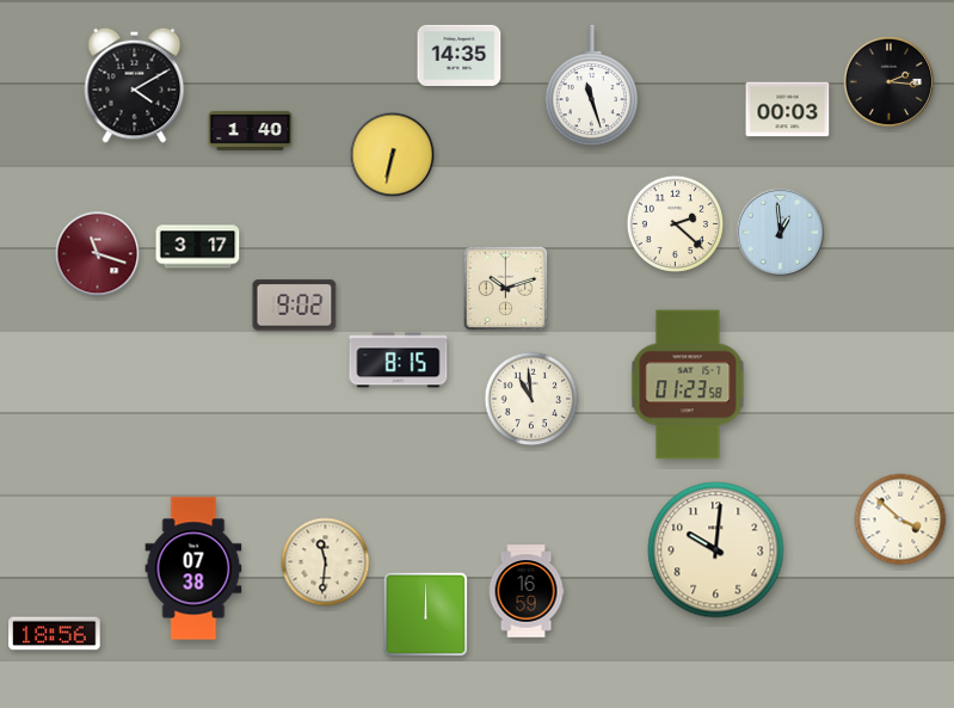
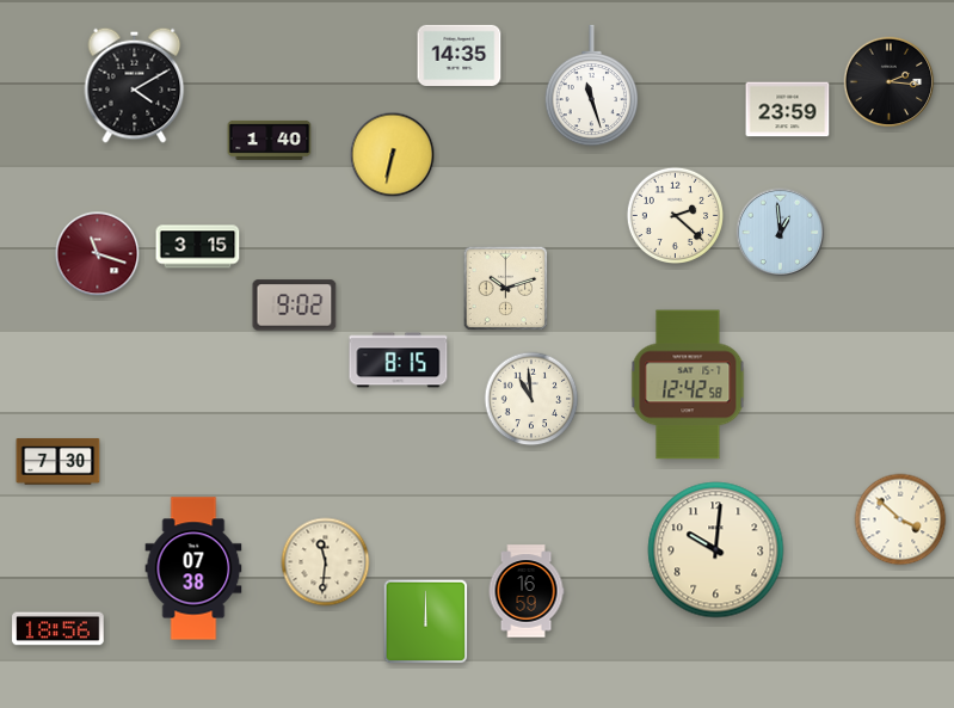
clock at (788, 110): 00:03 -> 23:59
clock at (251, 130) position: (251, 130) -> (270, 140)
clock at (675, 223) position: (675, 223) -> (675, 215)
clock at (198, 247): 3:17 -> 3:15
clock at (688, 384): 01:23 -> 12:42
clock at (59, 462): none -> 7:30
clock at (426, 615) position: (426, 615) -> (426, 622)
clock at (55, 634) position: (55, 634) -> (59, 629)
